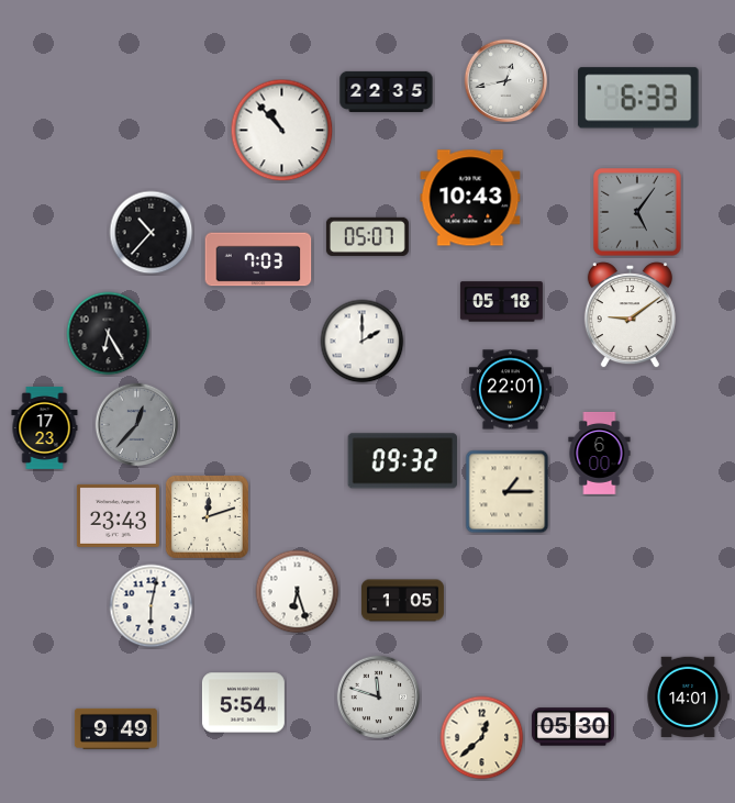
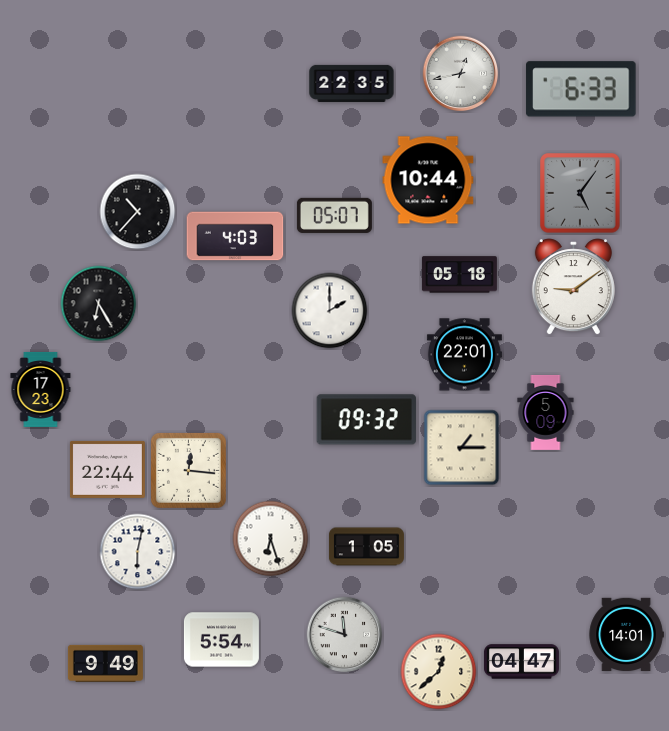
clock at (282, 131): 10:53 -> none
clock at (470, 198): 10:43 -> 10:44
clock at (258, 259): 7:03 -> 4:03
clock at (501, 302) position: (501, 302) -> (459, 275)
clock at (137, 425): 12:37 -> none
clock at (600, 453): 6:00 -> 5:09
clock at (118, 515): 23:43 -> 22:44
clock at (207, 516): 12:12 -> 12:16
clock at (572, 727): 05:30 -> 04:47
